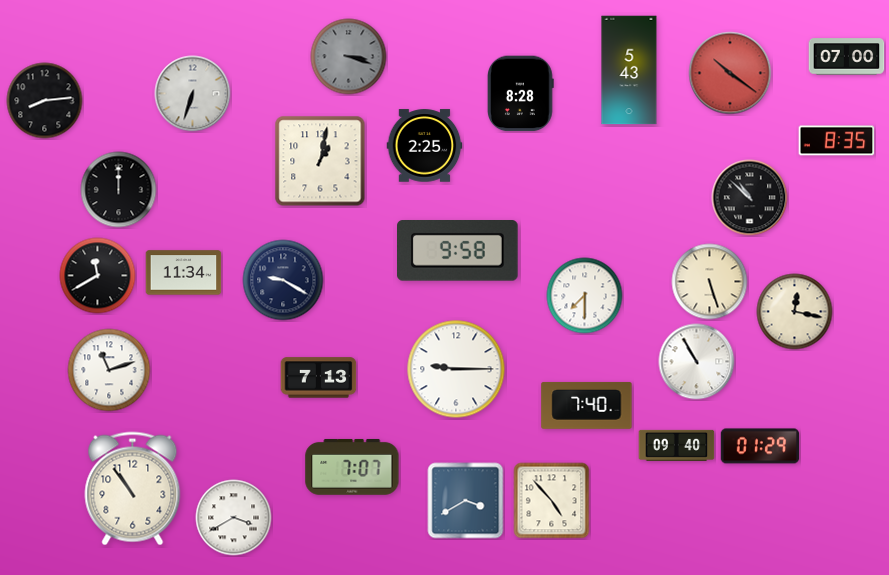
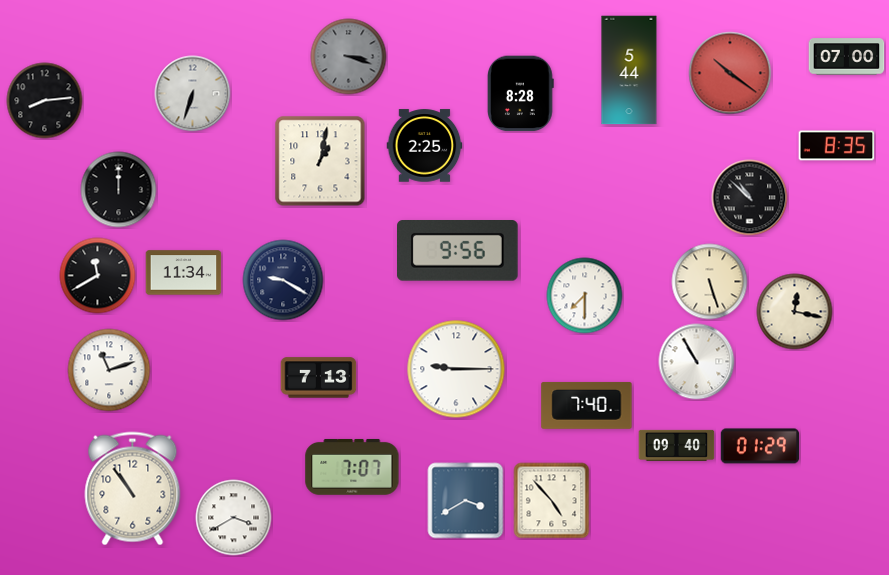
clock at (629, 70): 5:43 -> 5:44
clock at (837, 141) position: (837, 141) -> (837, 146)
clock at (458, 251): 9:58 -> 9:56
